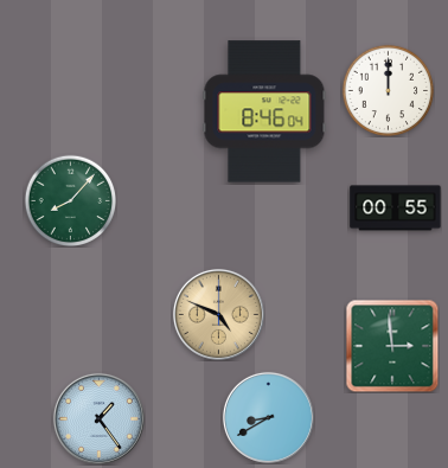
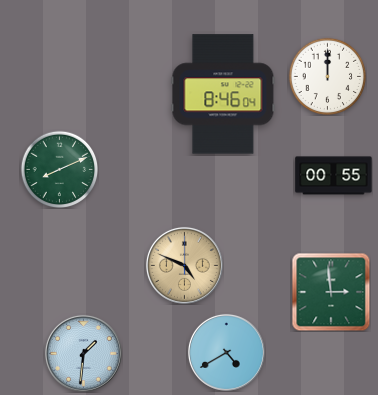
clock at (70, 200): 8:07 -> 8:11
clock at (268, 417): 8:40 -> 4:40
clock at (98, 418): 1:24 -> 1:31
